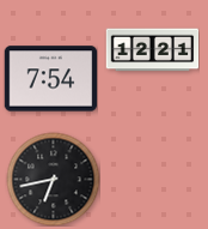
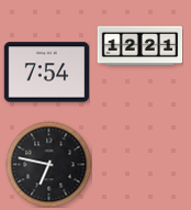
clock at (53, 179): 6:43 -> 6:47
